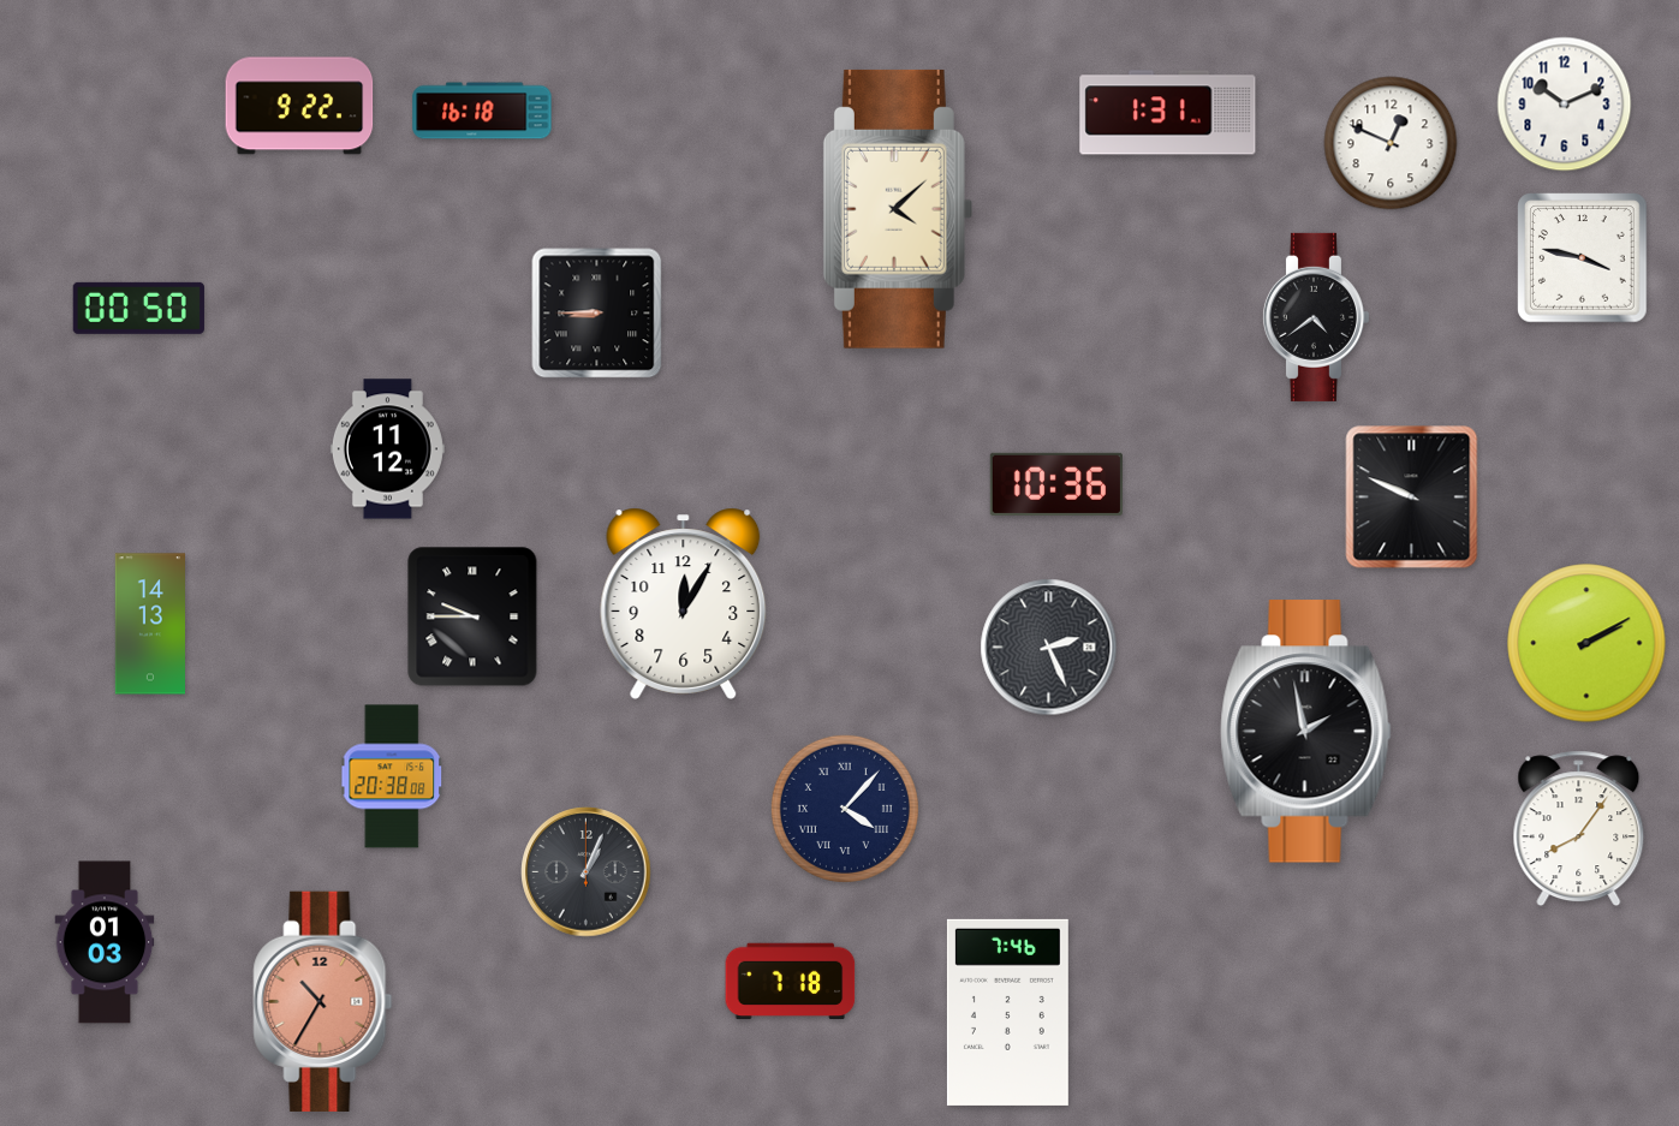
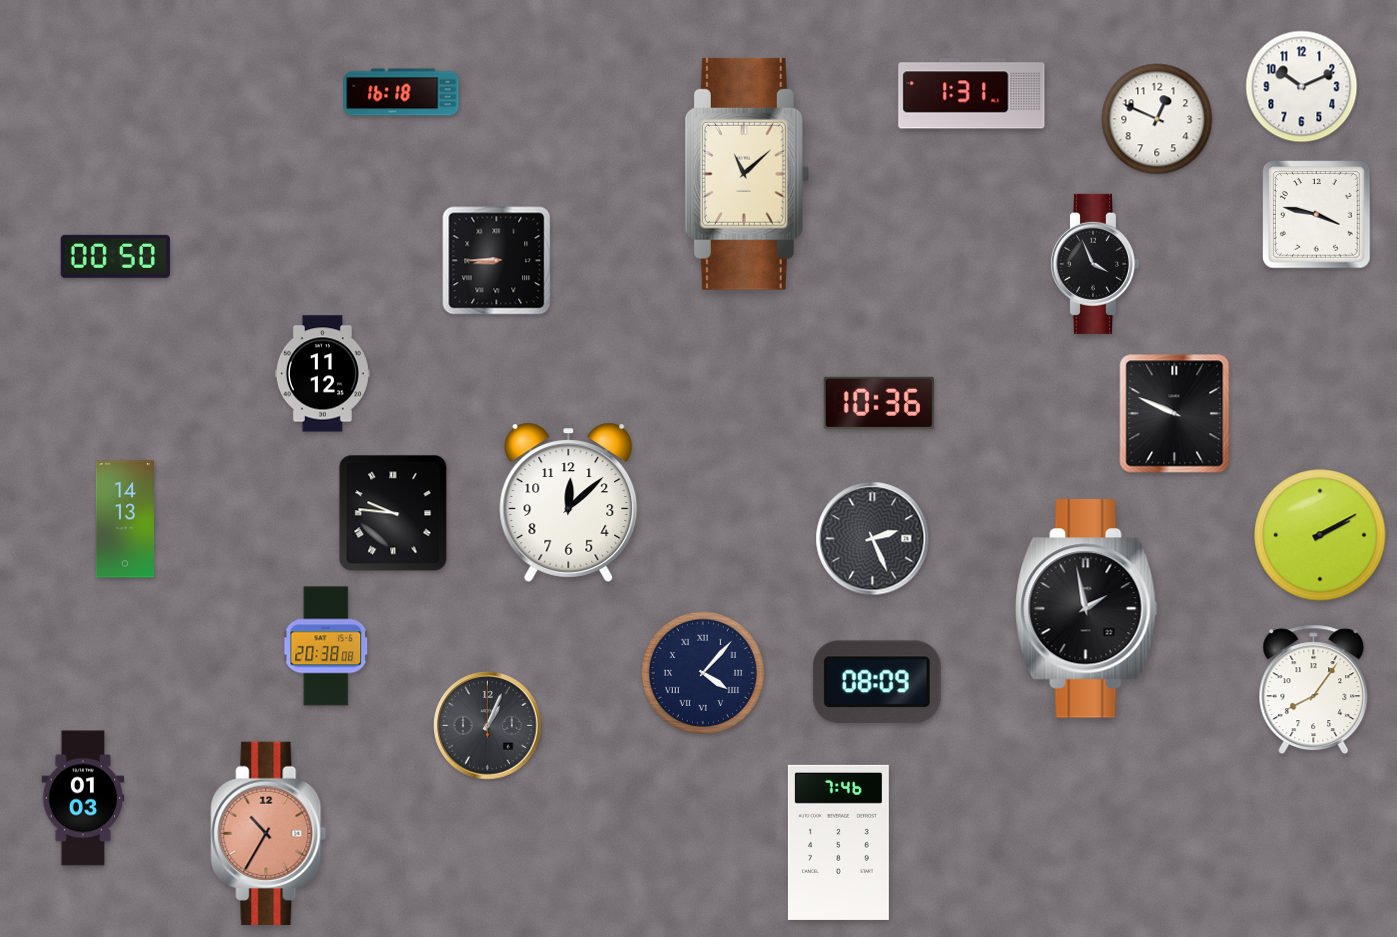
clock at (299, 106): 9:22 -> none
clock at (898, 209): 4:08 -> 11:08
clock at (1315, 317): 4:39 -> 3:56
clock at (684, 603): 12:05 -> 12:08
clock at (472, 616): 9:45 -> 9:46
clock at (877, 682): none -> 08:09
clock at (105, 942) position: (105, 942) -> (83, 798)
clock at (791, 982): 7:18 -> none
